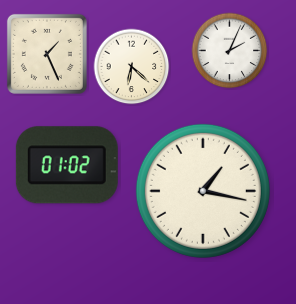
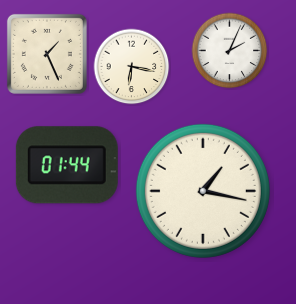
clock at (132, 67): 6:22 -> 6:17
clock at (67, 165): 01:02 -> 01:44
